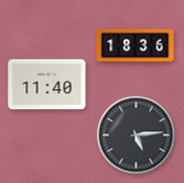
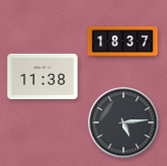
clock at (136, 46): 18:36 -> 18:37
clock at (47, 85): 11:40 -> 11:38
